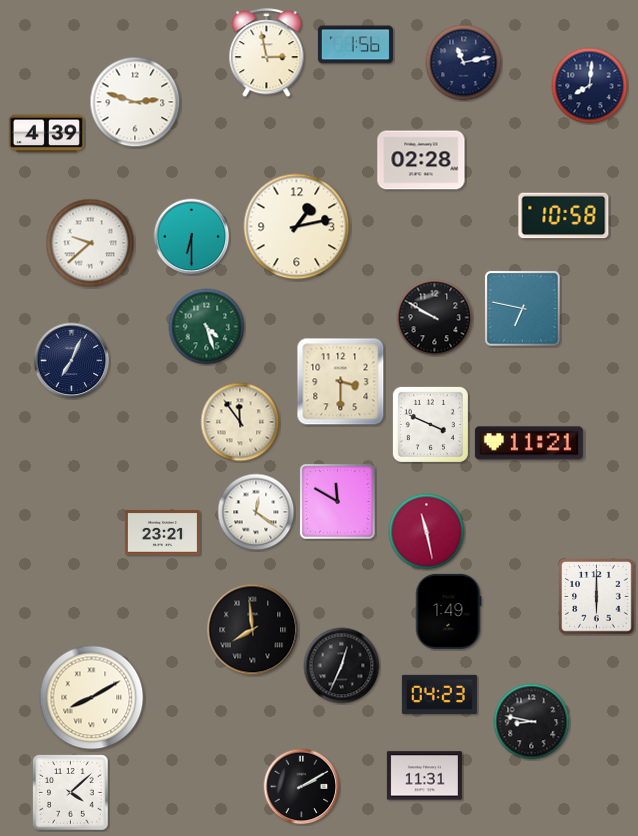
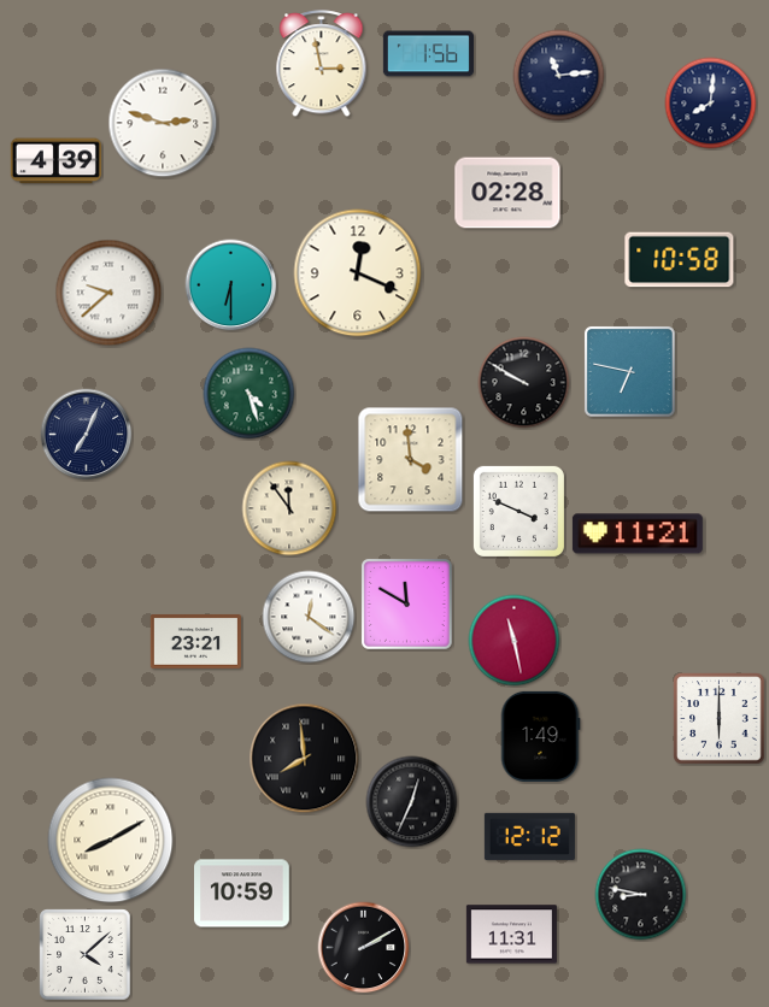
clock at (464, 63): 11:13 -> 11:14
clock at (297, 227): 1:13 -> 12:19
clock at (341, 382): 3:30 -> 3:59
clock at (439, 694): 04:23 -> 12:12
clock at (532, 722) position: (532, 722) -> (641, 895)
clock at (242, 894): none -> 10:59
